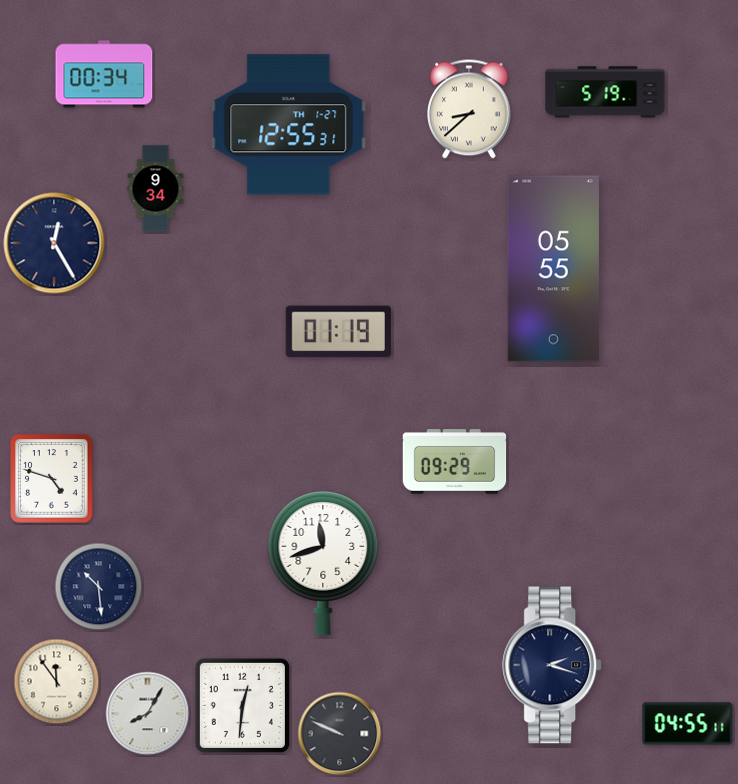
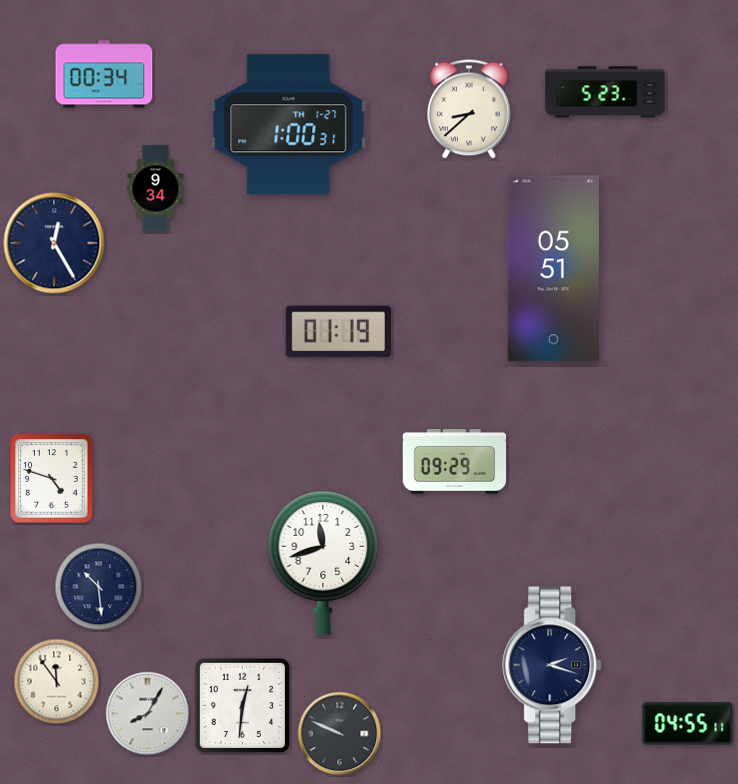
clock at (605, 92): 5:19 -> 5:23
clock at (289, 125): 12:55 -> 1:00
clock at (553, 269): 05:55 -> 05:51
